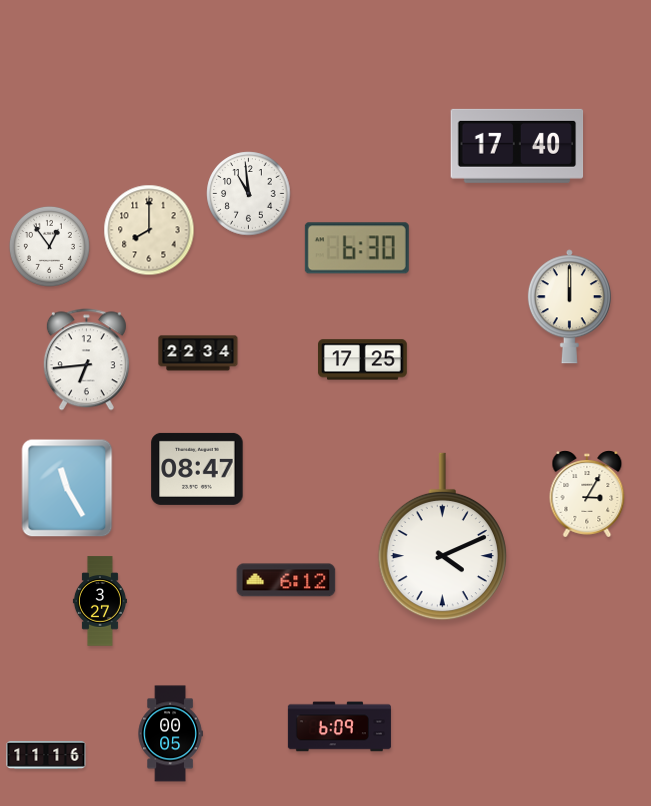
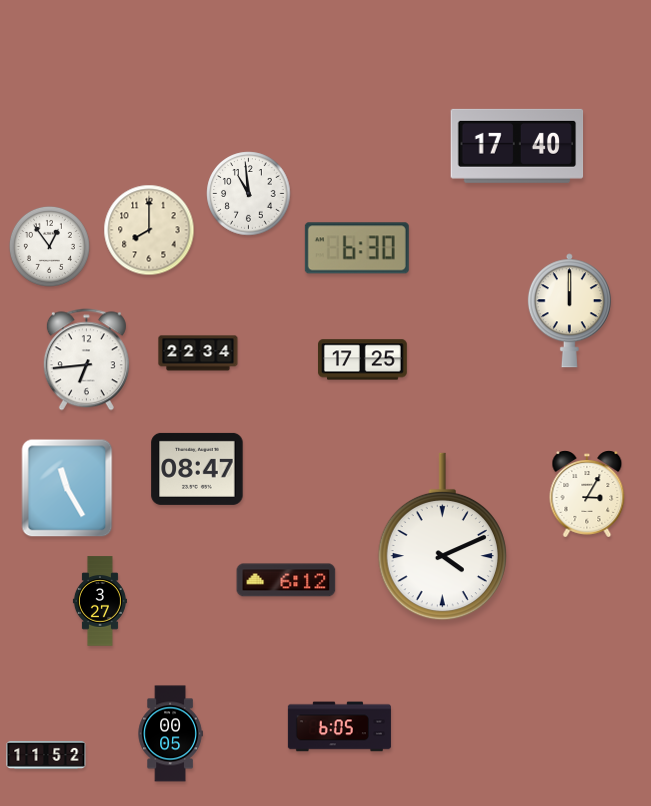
clock at (569, 307) position: (569, 307) -> (569, 311)
clock at (339, 727): 6:09 -> 6:05
clock at (46, 755): 11:16 -> 11:52
